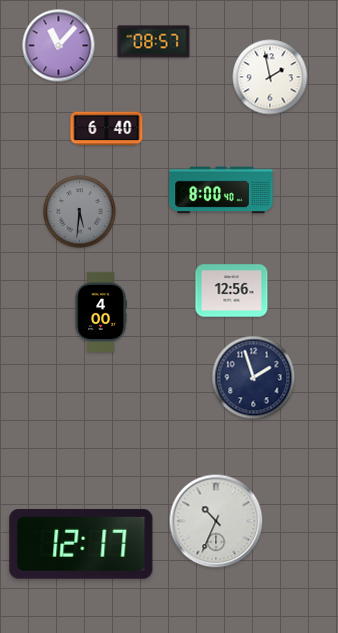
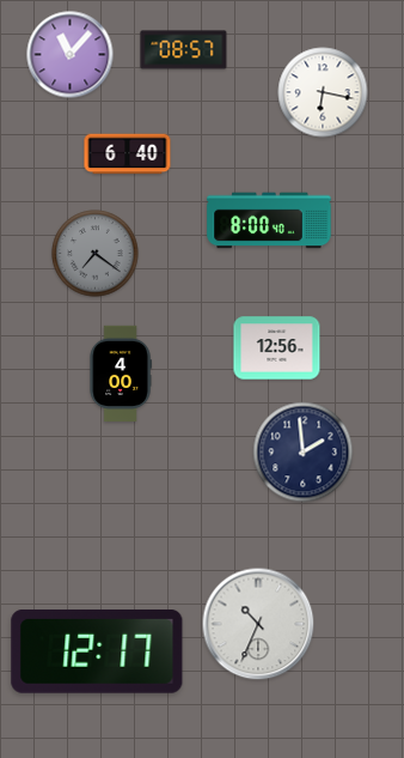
clock at (270, 77): 1:58 -> 6:17
clock at (221, 190) position: (221, 190) -> (269, 220)
clock at (80, 212): 5:31 -> 7:21
clock at (254, 378): 1:57 -> 1:59
